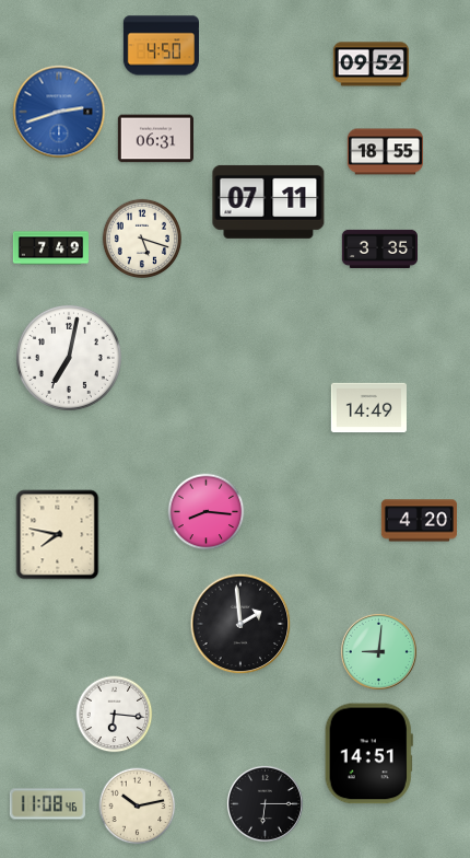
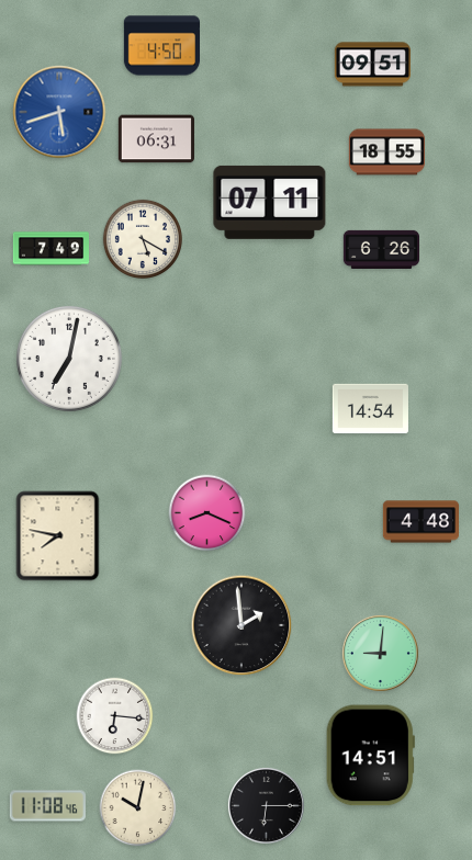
clock at (371, 65): 09:52 -> 09:51
clock at (59, 112): 2:42 -> 5:42
clock at (141, 237): 5:18 -> 5:20
clock at (379, 248): 3:35 -> 6:26
clock at (368, 408): 14:49 -> 14:54
clock at (207, 512): 8:16 -> 8:19
clock at (419, 521): 4:20 -> 4:48
clock at (138, 807): 10:13 -> 10:02
